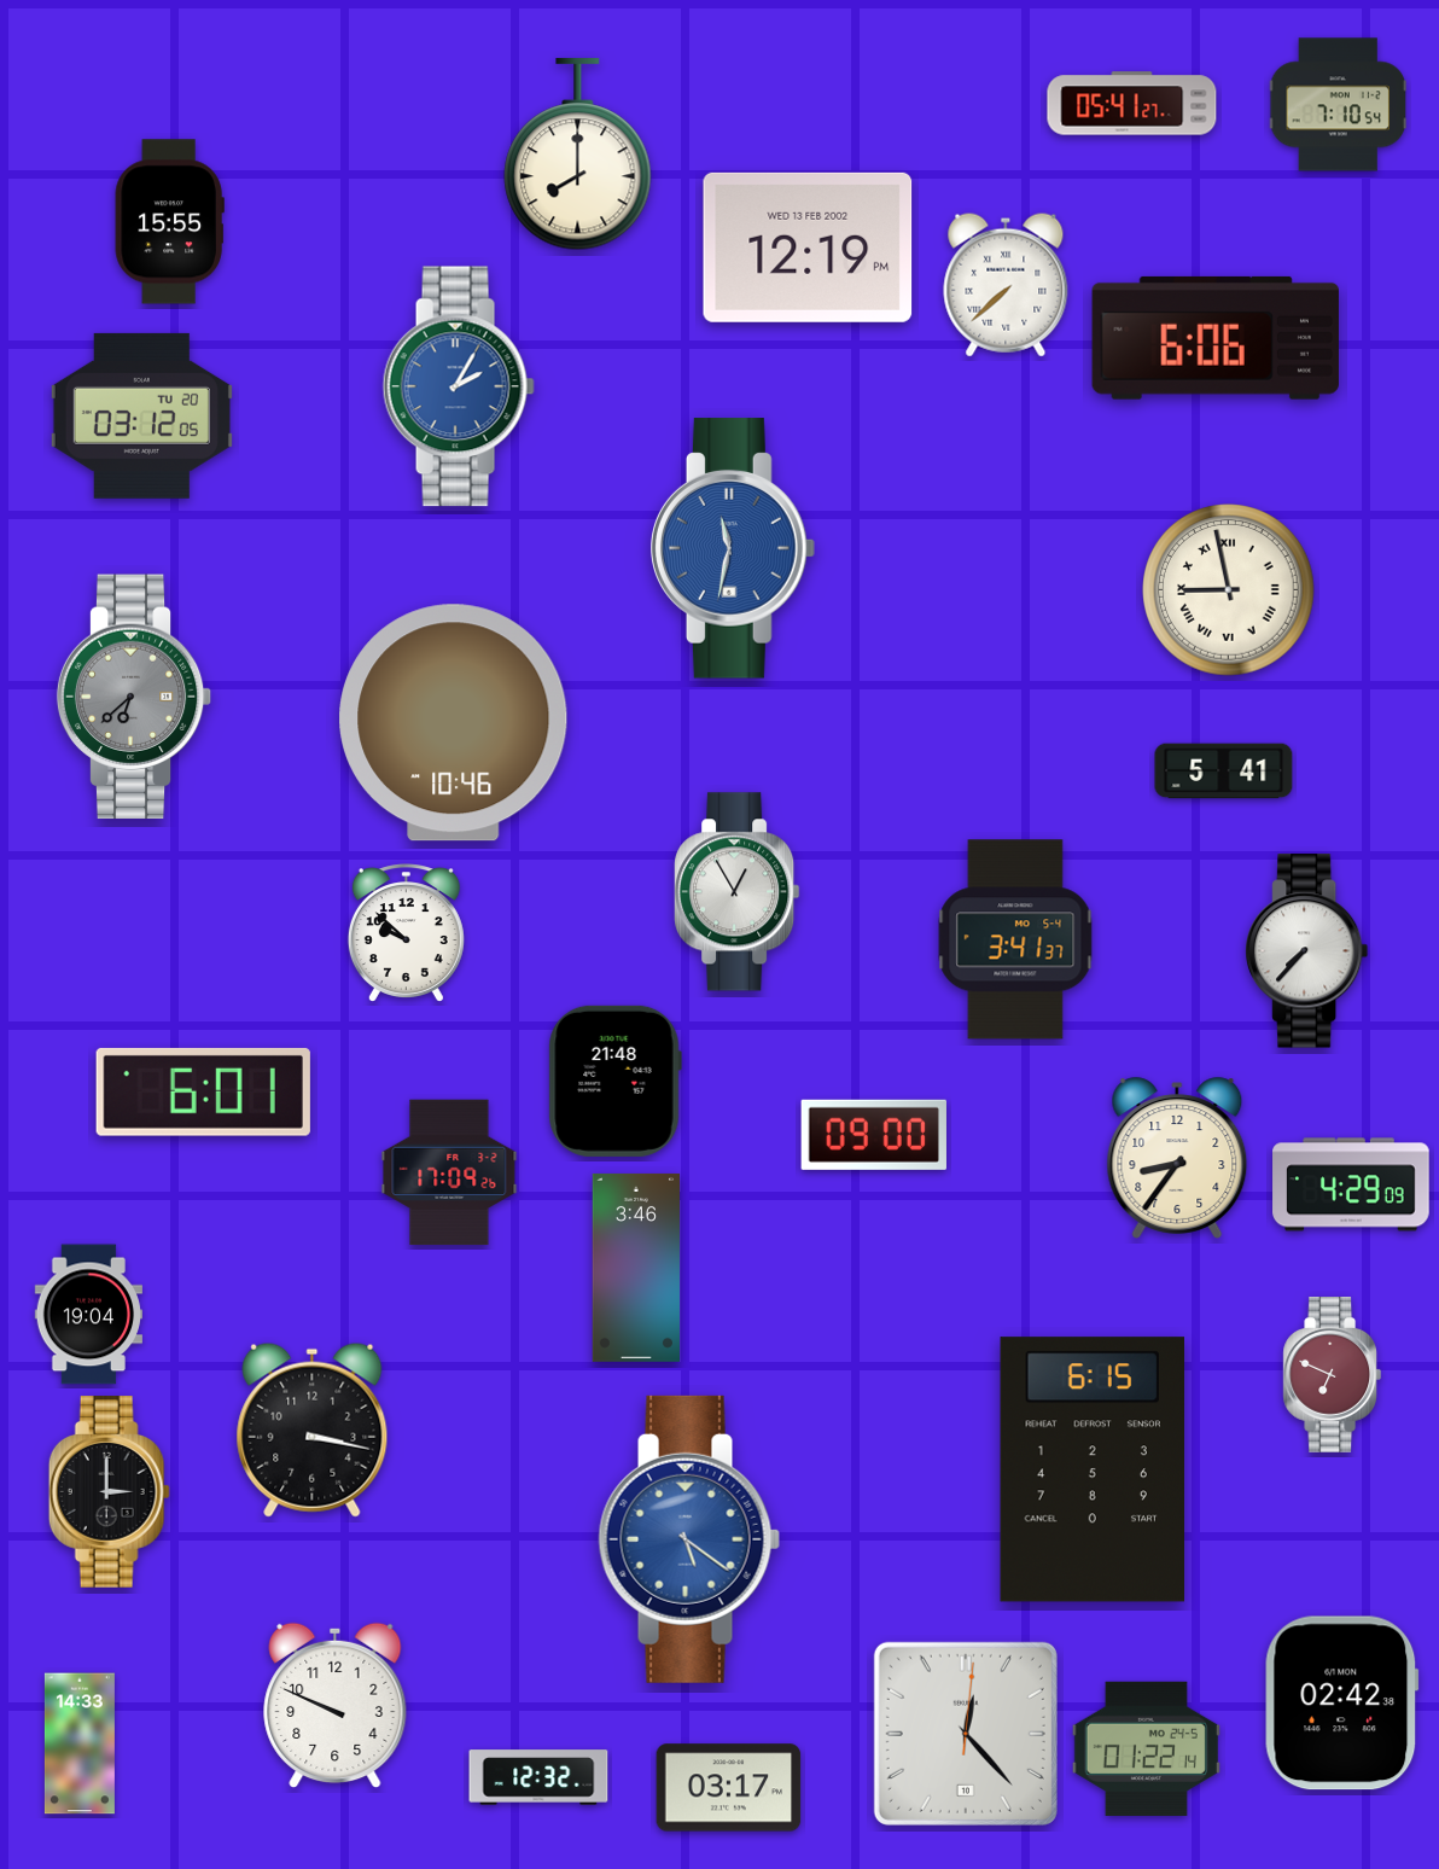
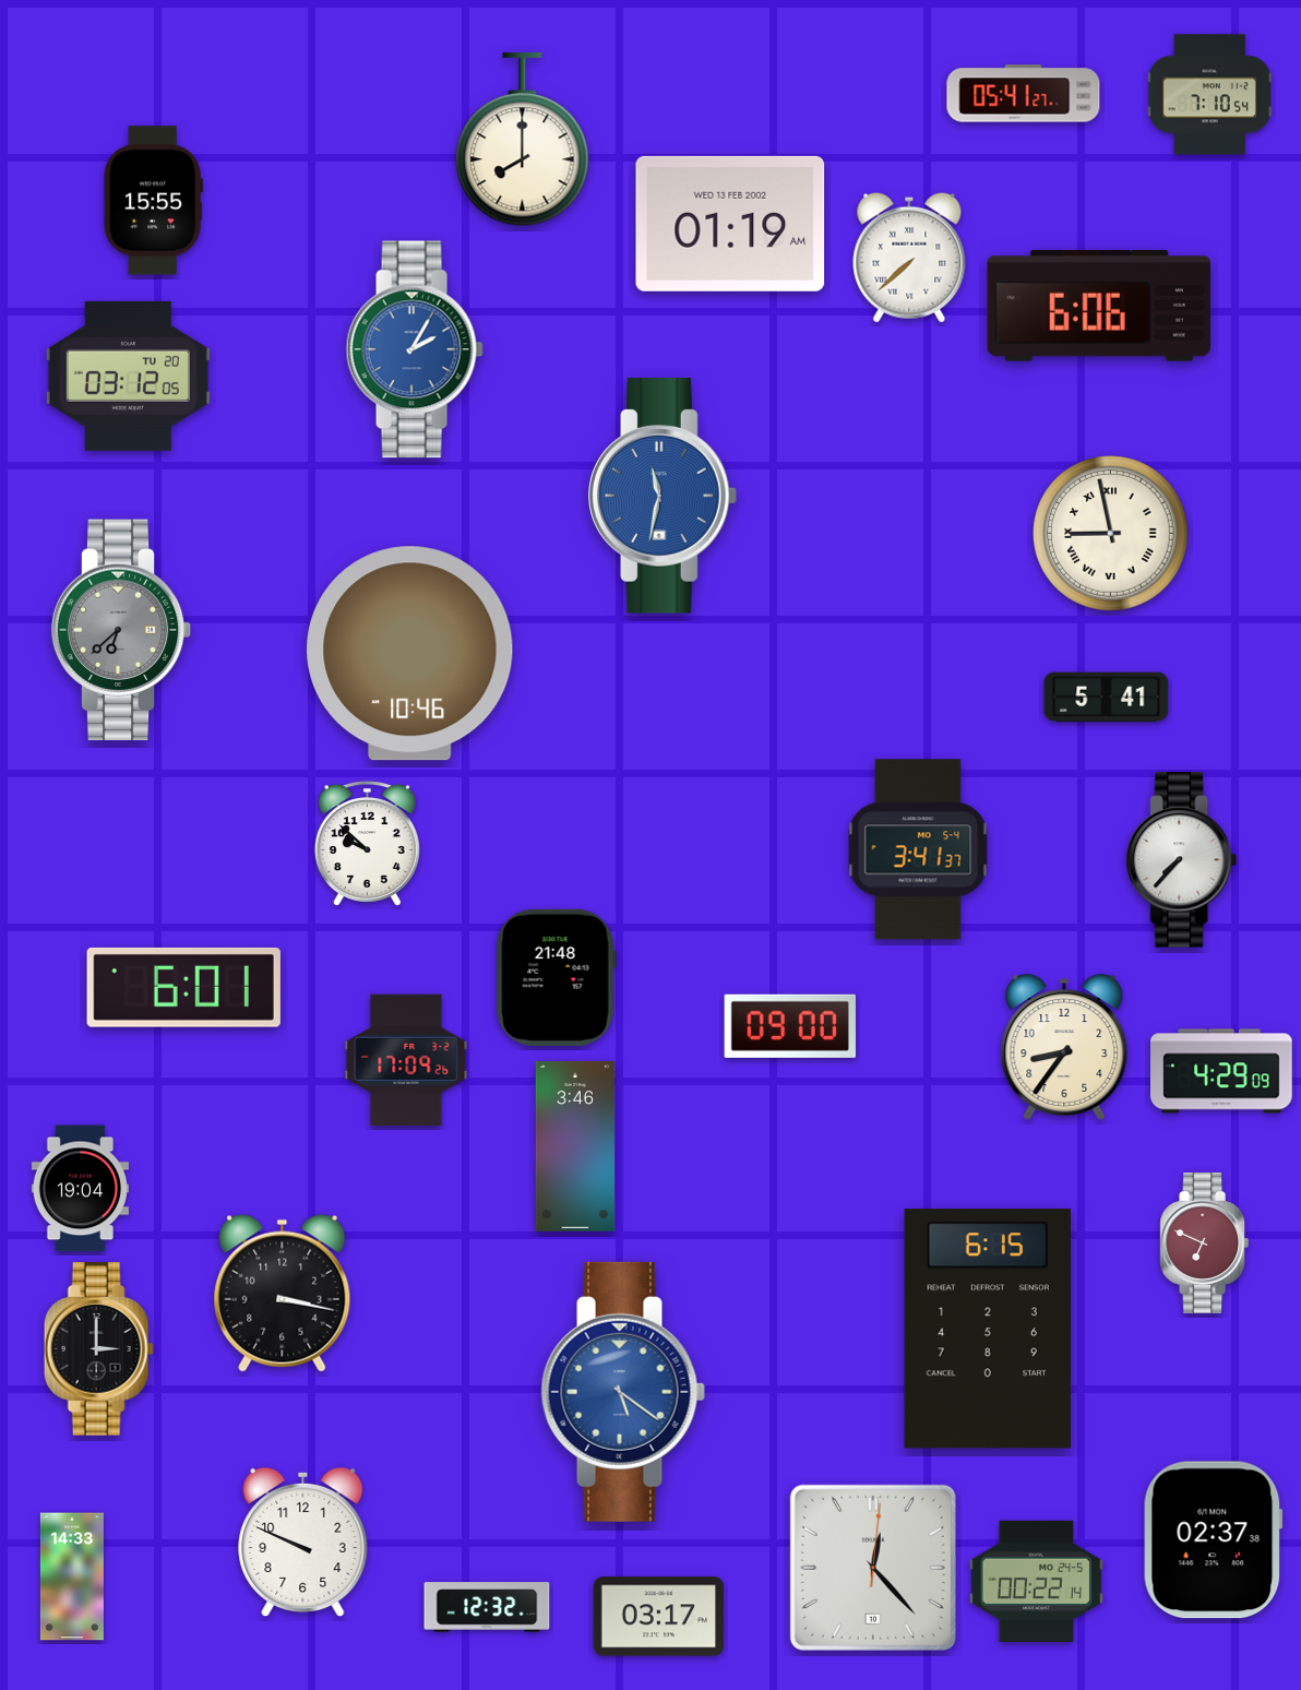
clock at (808, 248): 12:19 -> 01:19
clock at (738, 892): 12:55 -> none
clock at (1342, 1704): 02:42 -> 02:37
clock at (1146, 1748): 01:22 -> 00:22
